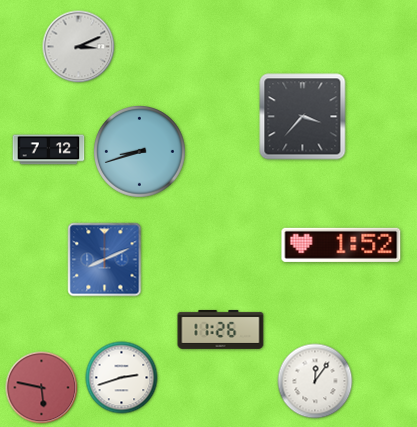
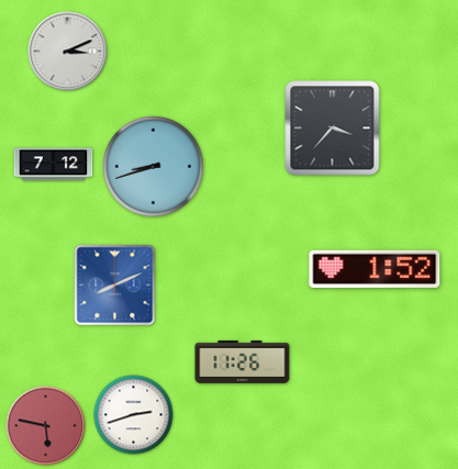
clock at (79, 47) position: (79, 47) -> (68, 52)
clock at (315, 381): 12:06 -> none
